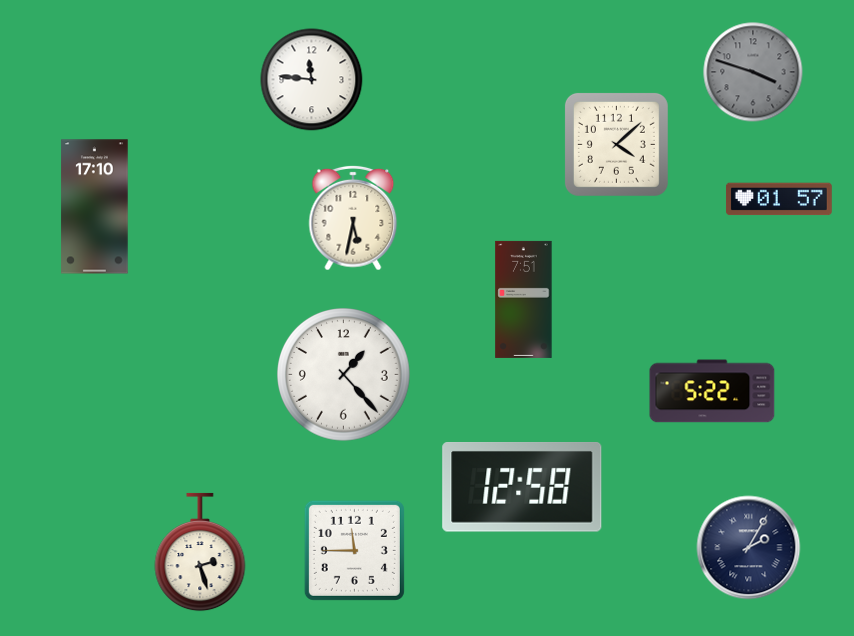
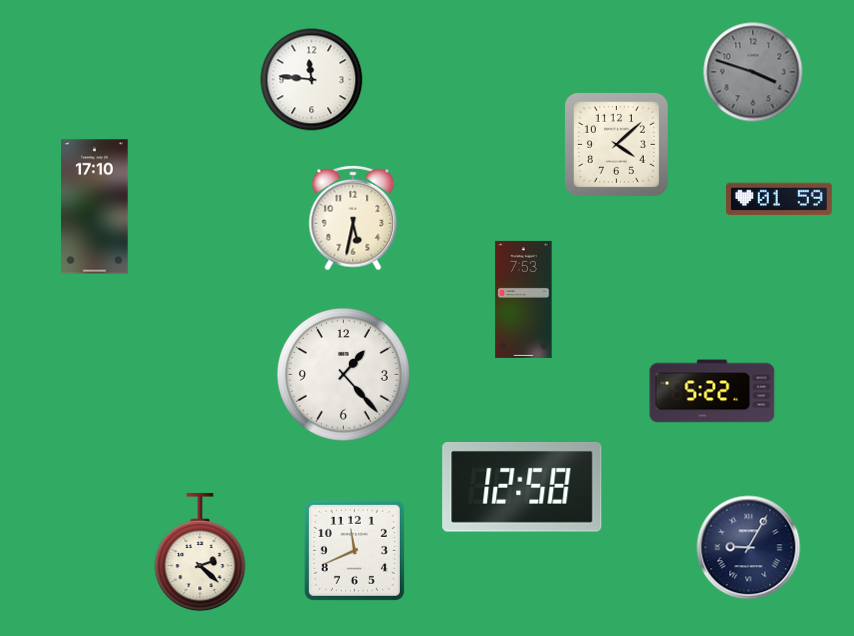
clock at (779, 199): 01:57 -> 01:59
clock at (524, 299): 7:51 -> 7:53
clock at (749, 548): 2:05 -> 9:05
clock at (354, 550): 11:45 -> 11:41
clock at (200, 552): 2:27 -> 2:22
